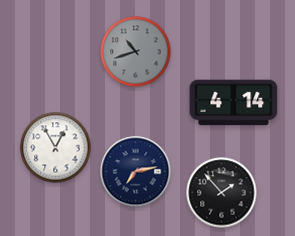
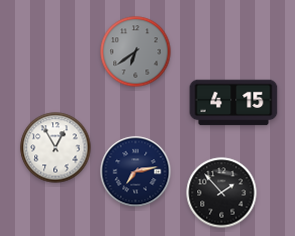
clock at (136, 52): 10:42 -> 6:39
clock at (234, 103): 4:14 -> 4:15
